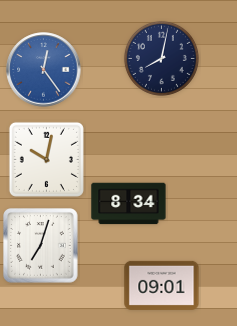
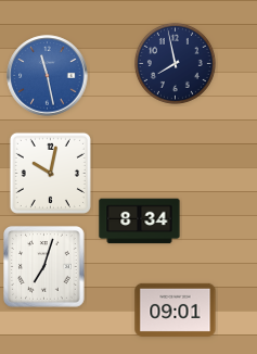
clock at (161, 58): 8:02 -> 7:58
clock at (44, 70): 12:24 -> 11:28
